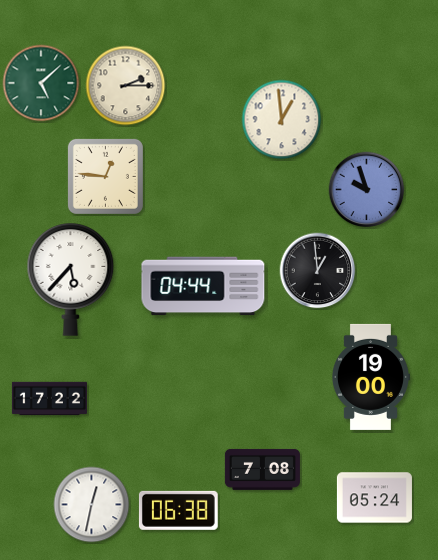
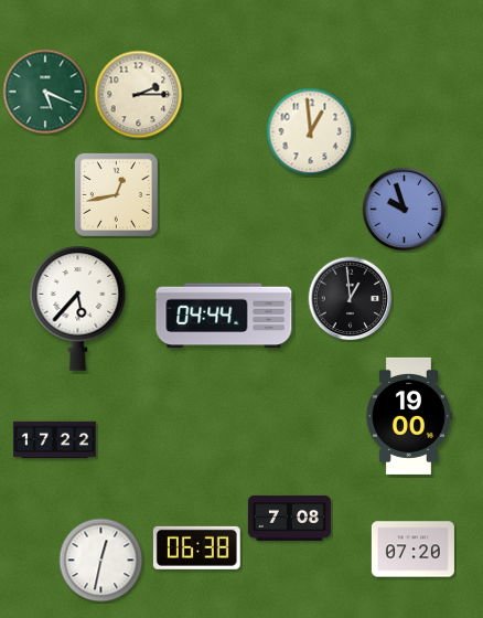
clock at (41, 83): 5:08 -> 5:19
clock at (105, 176): 12:46 -> 12:43
clock at (374, 498): 05:24 -> 07:20
clock at (92, 505) position: (92, 505) -> (101, 561)
clock at (178, 510) position: (178, 510) -> (196, 547)
